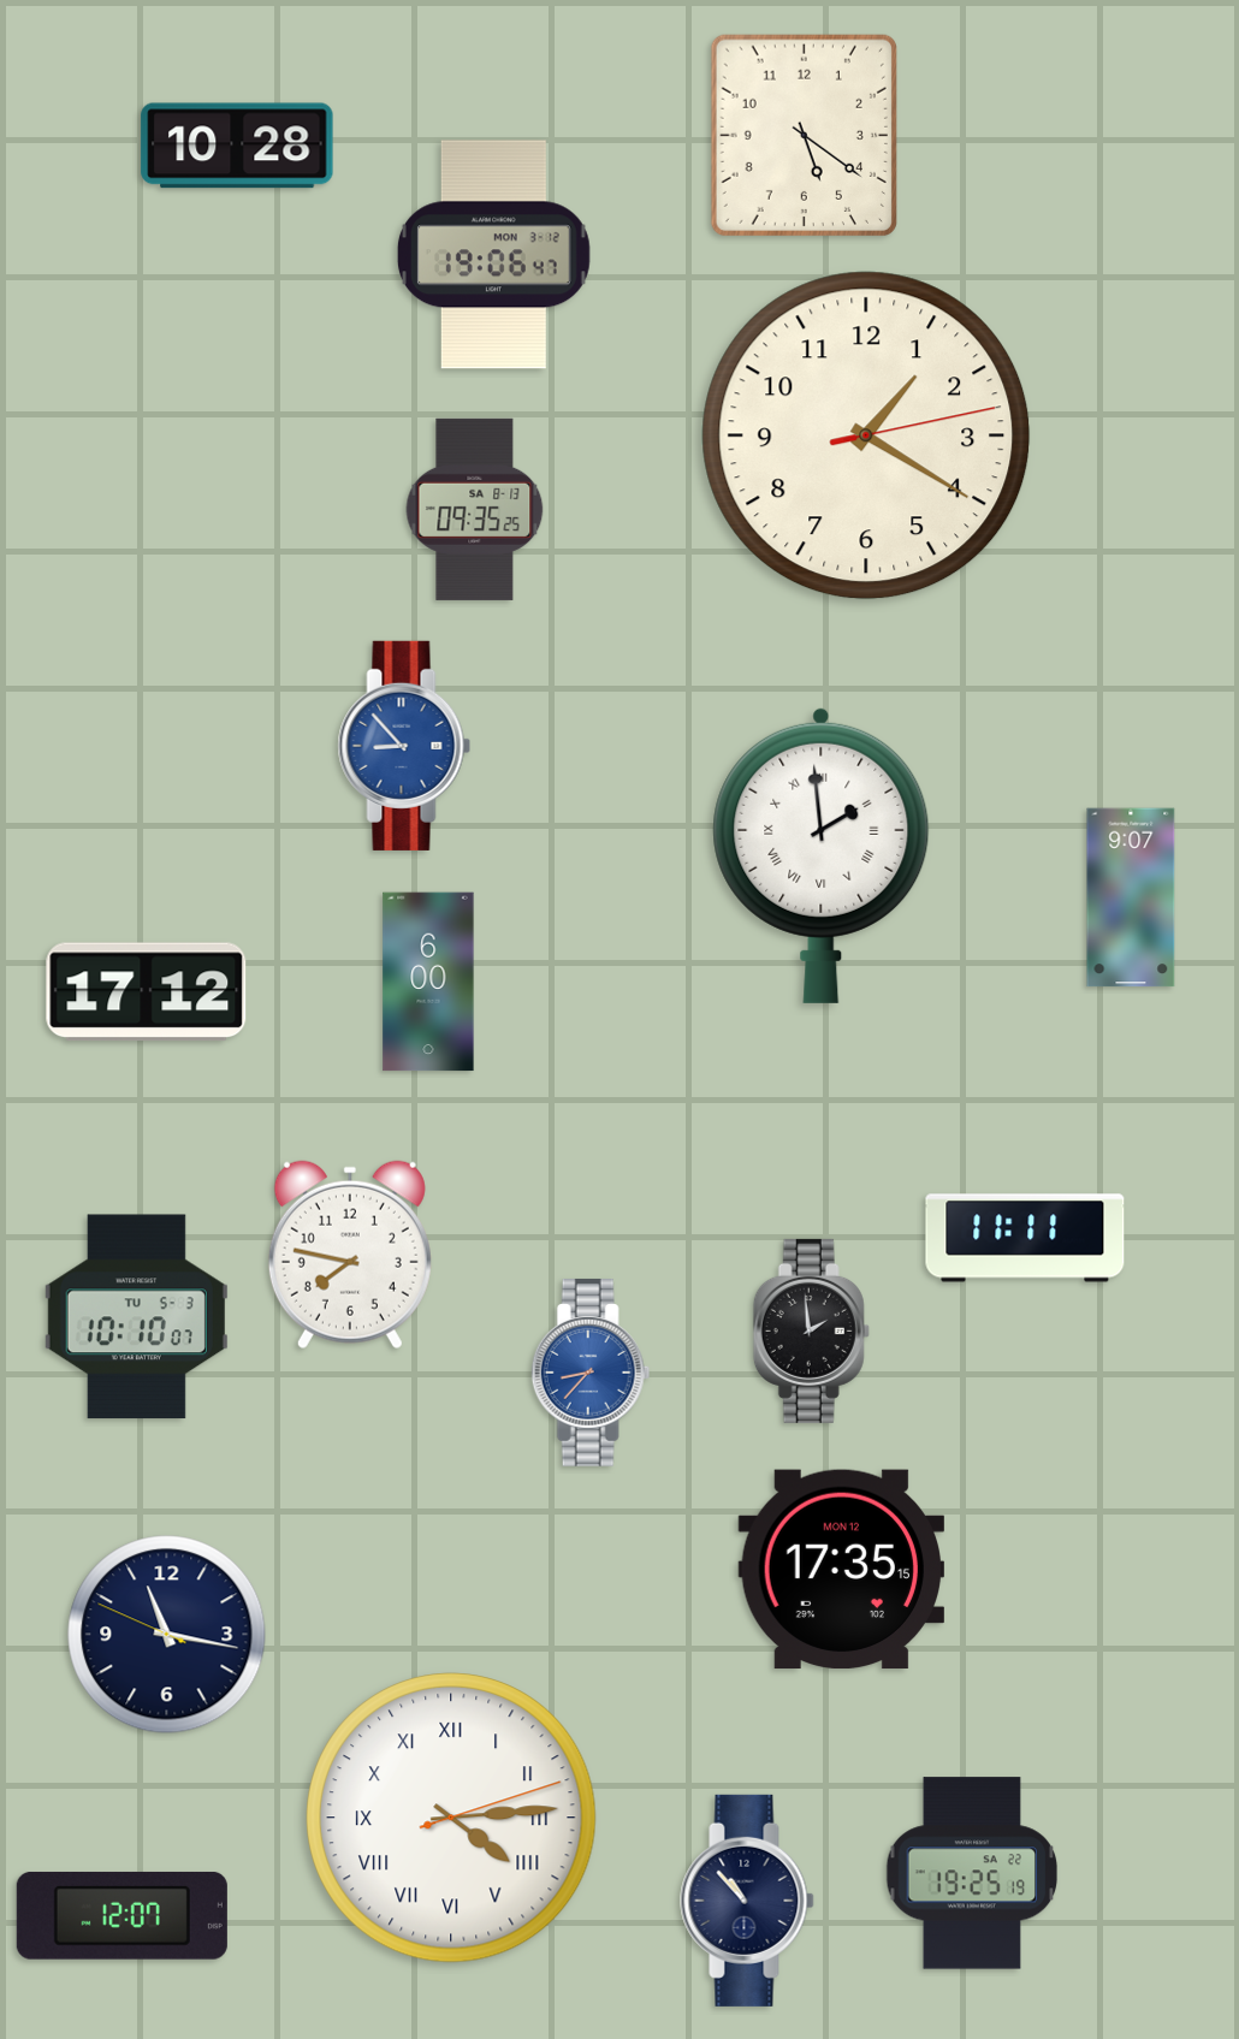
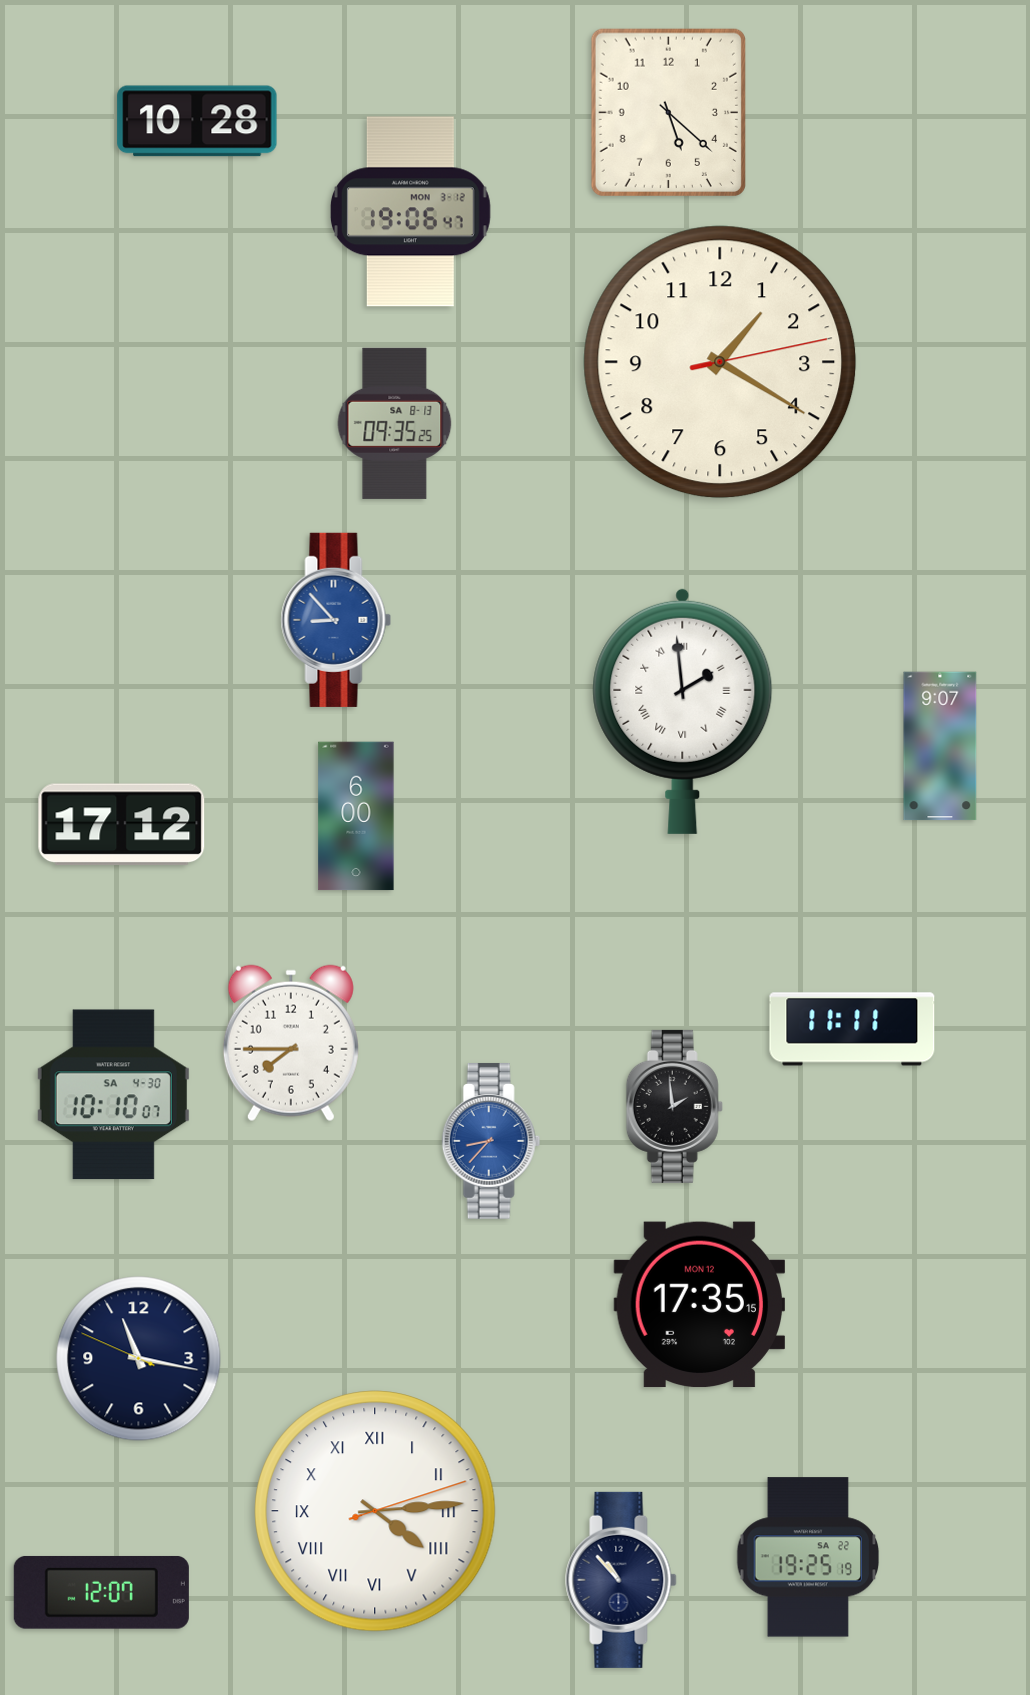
clock at (804, 135): 5:21 -> 5:22
clock at (350, 1255): 7:47 -> 7:45
clock at (136, 1317) date: TU 5-3 -> SA 4-30
